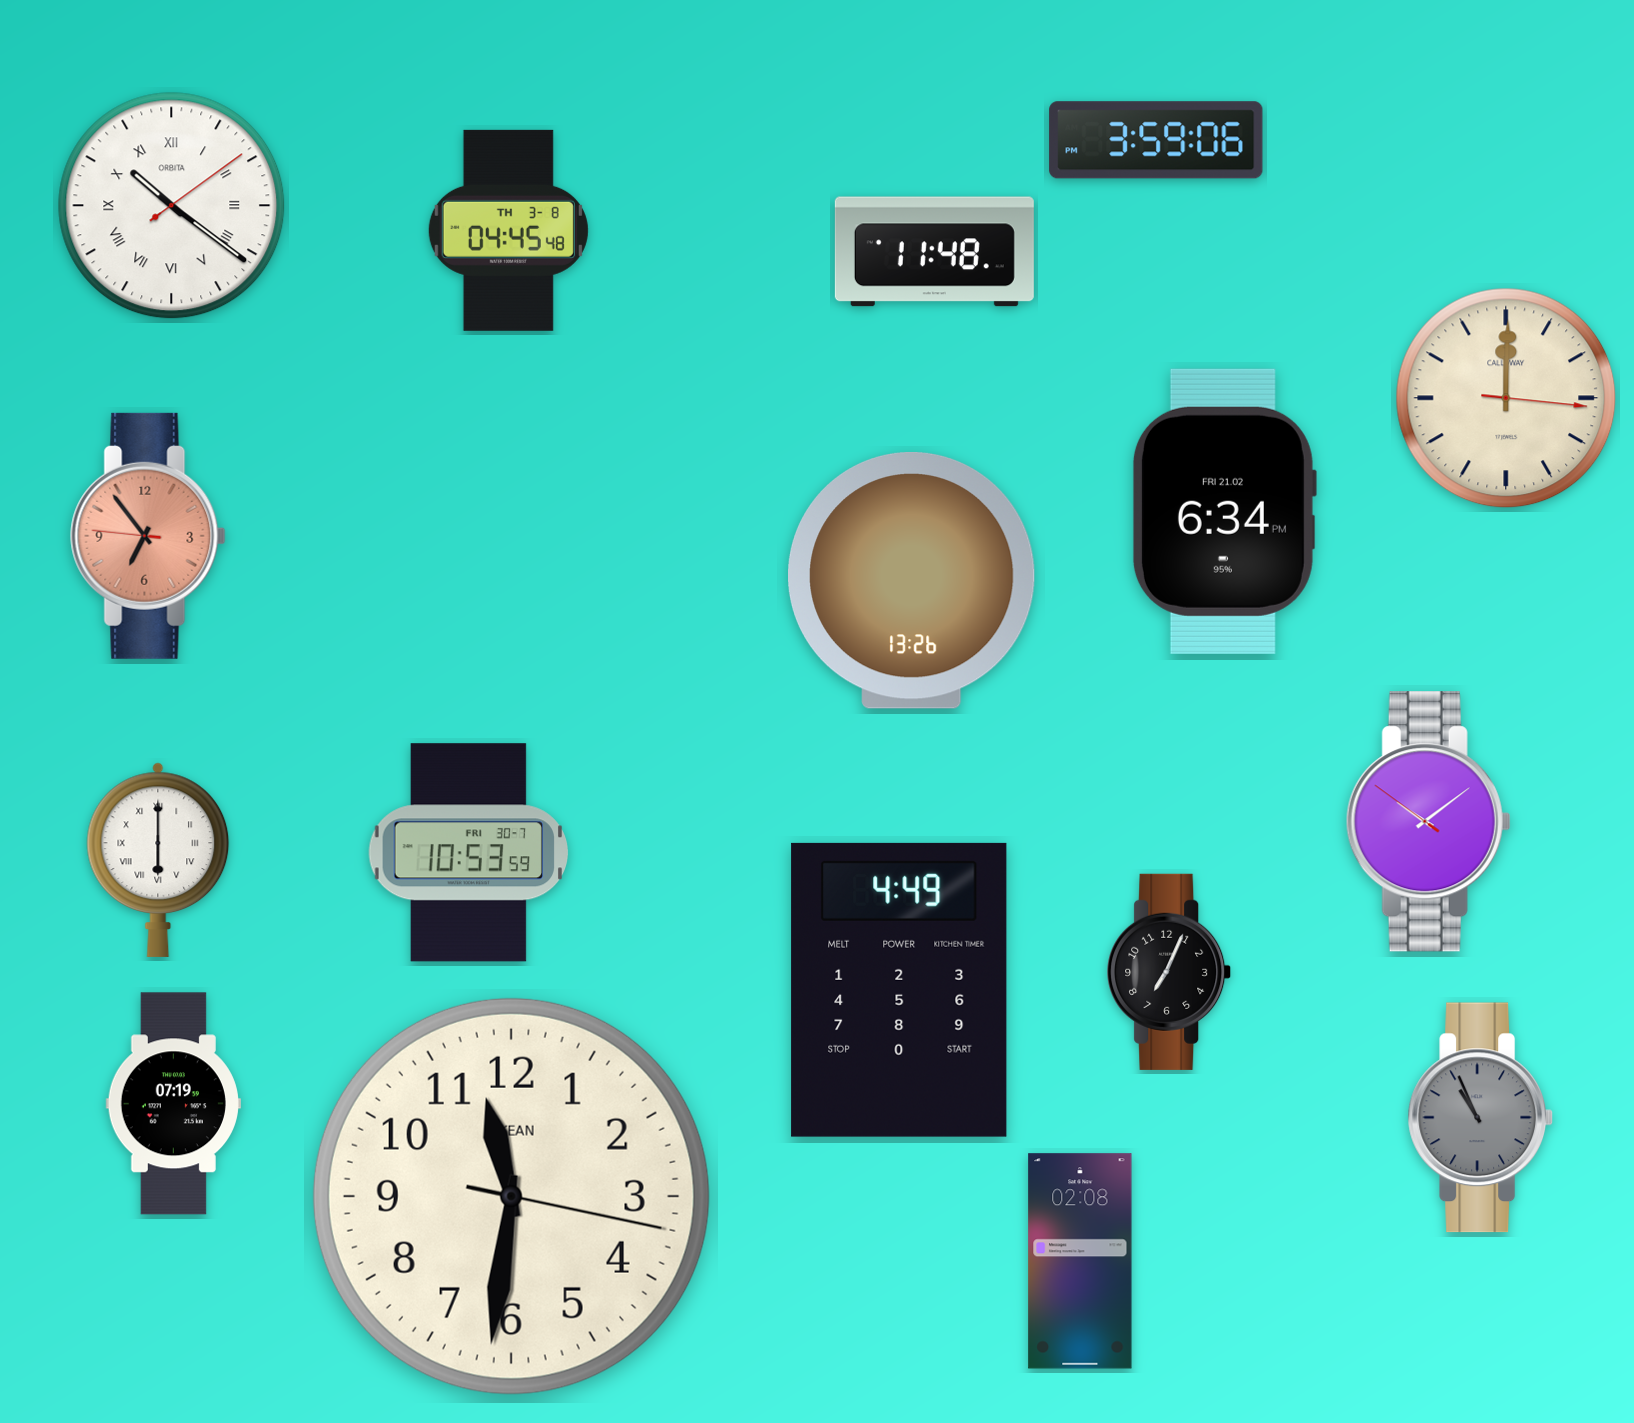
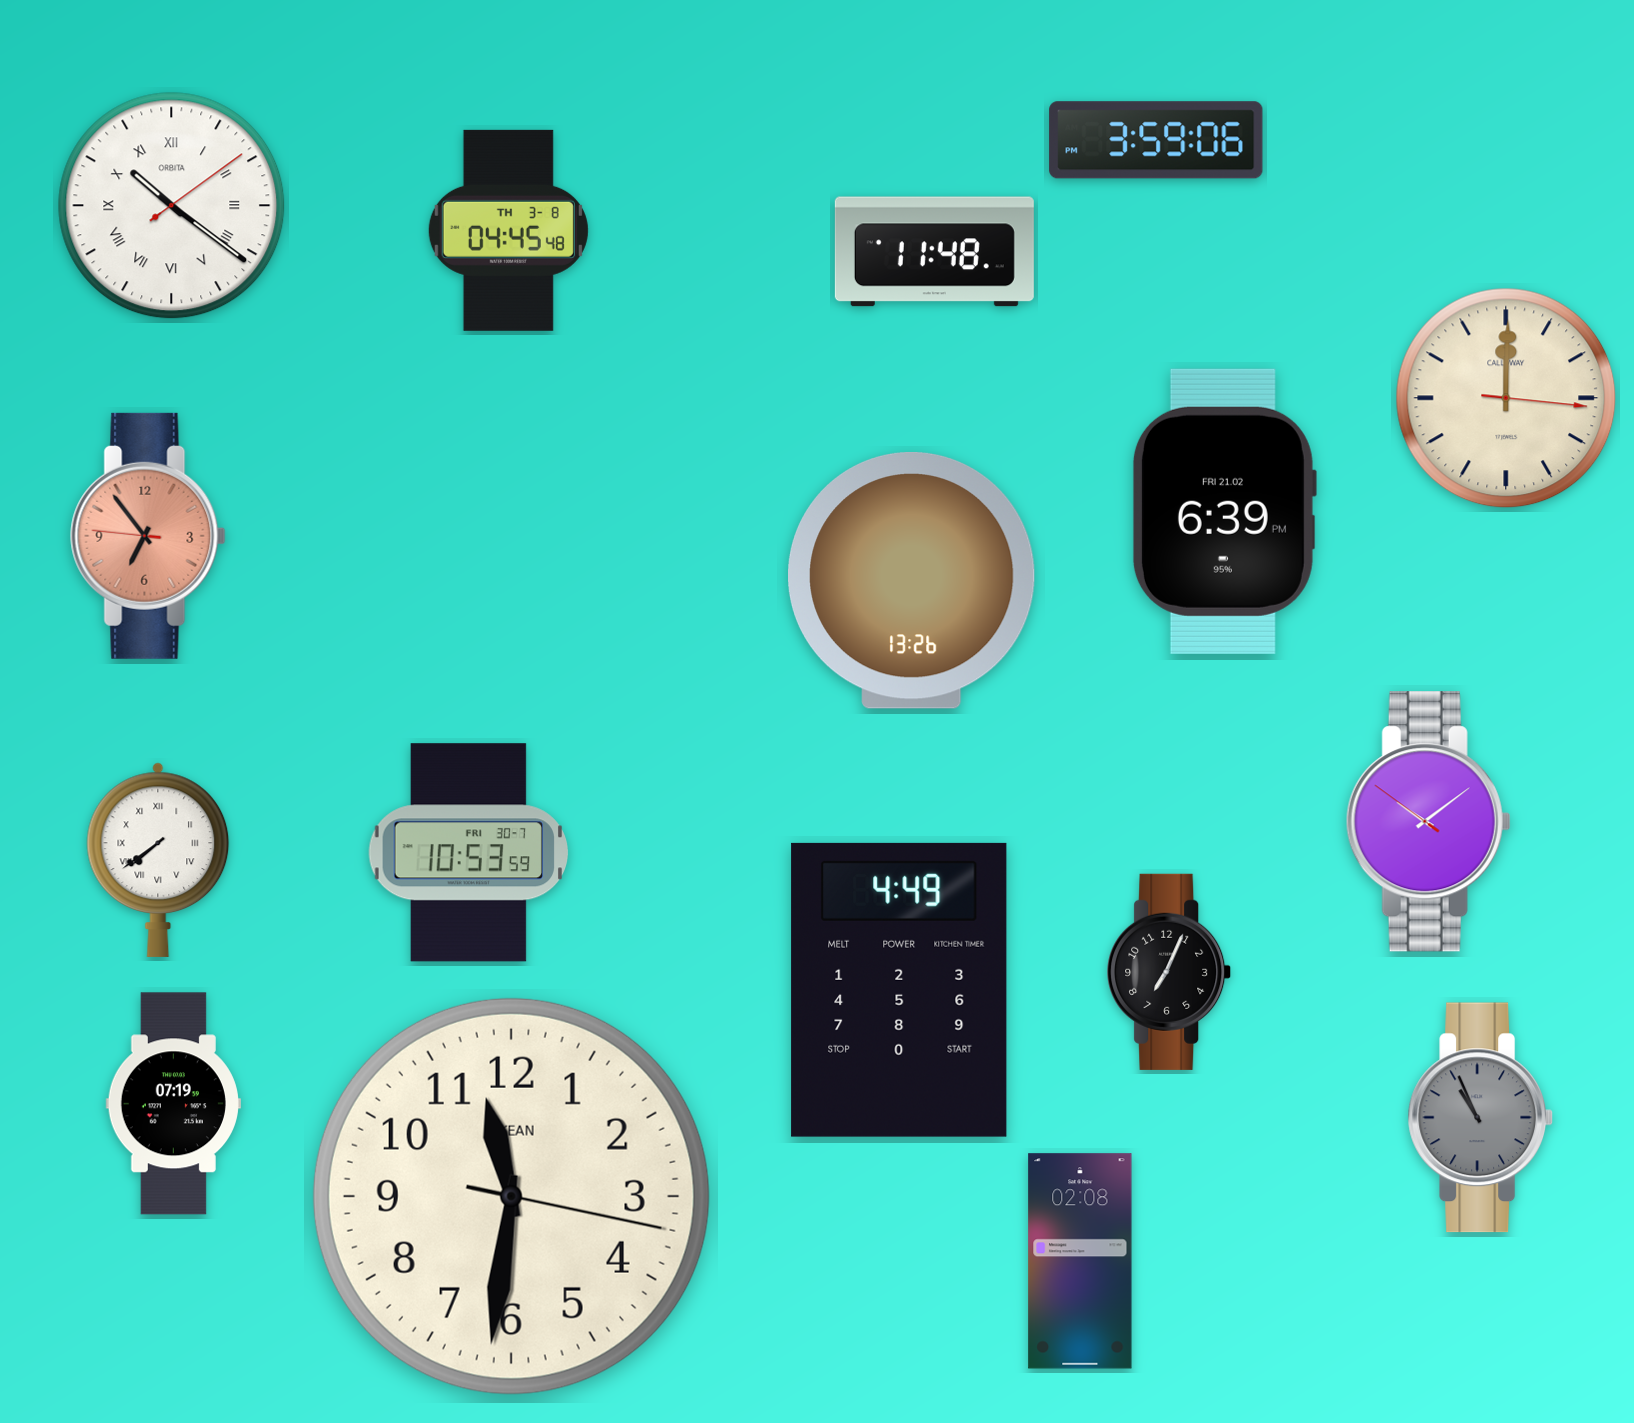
clock at (1224, 511): 6:34 -> 6:39
clock at (158, 860): 6:00 -> 7:39
